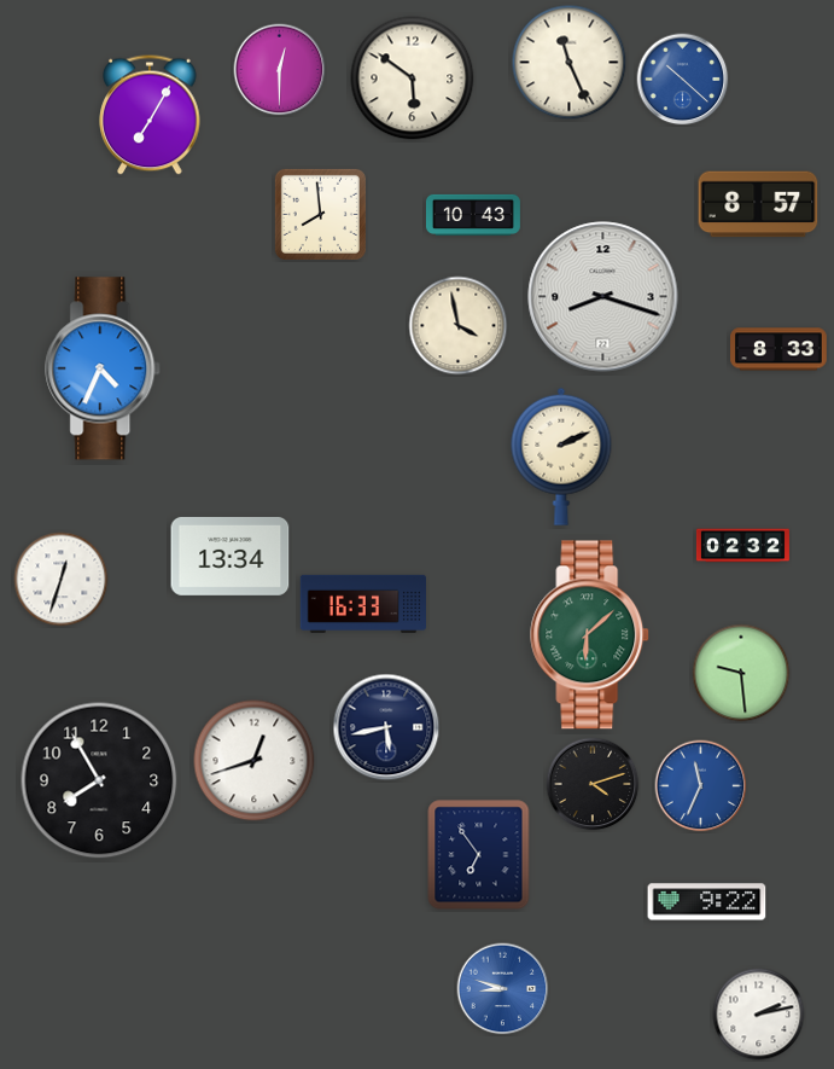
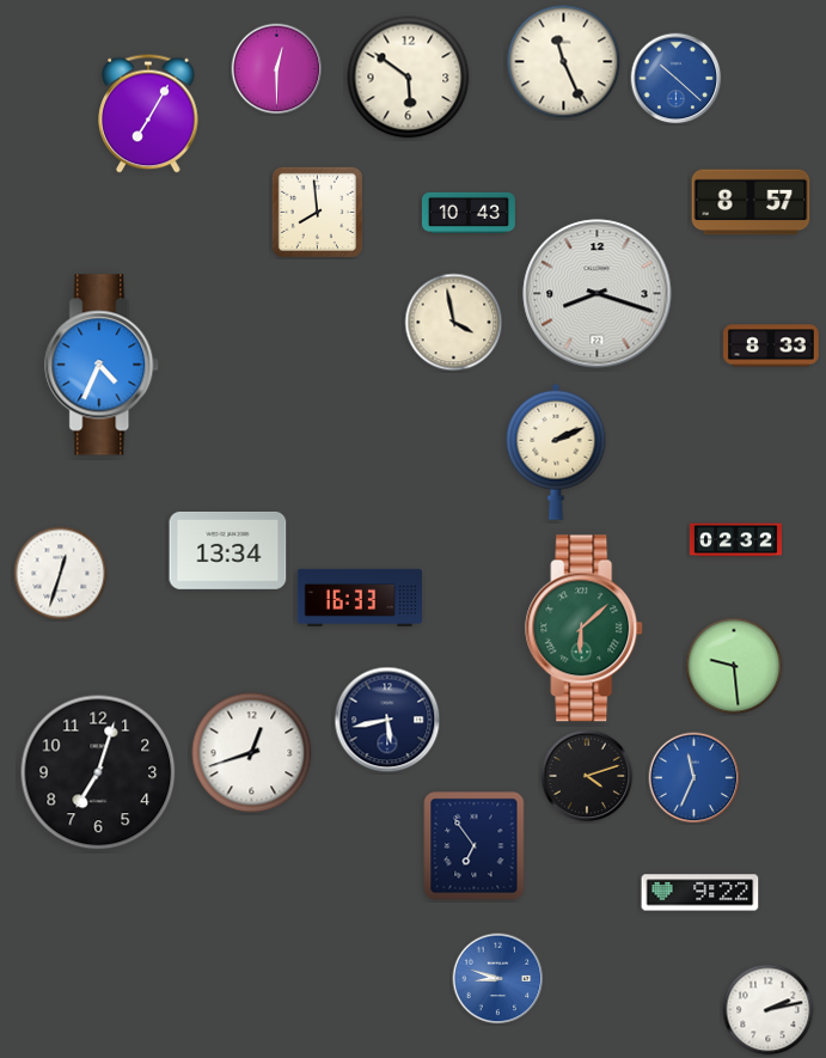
clock at (386, 727) position: (386, 727) -> (387, 720)
clock at (99, 780): 7:55 -> 7:03
clock at (759, 1015) position: (759, 1015) -> (769, 1010)
